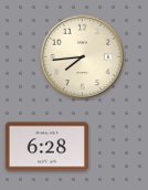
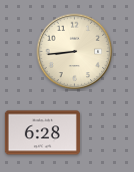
clock at (83, 57): 7:44 -> 8:44
